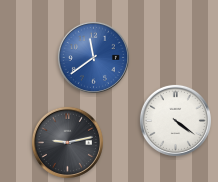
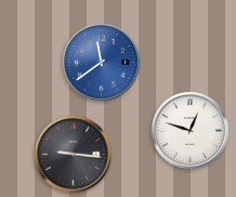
clock at (175, 120): 4:21 -> 12:48
clock at (67, 142): 9:13 -> 9:16
